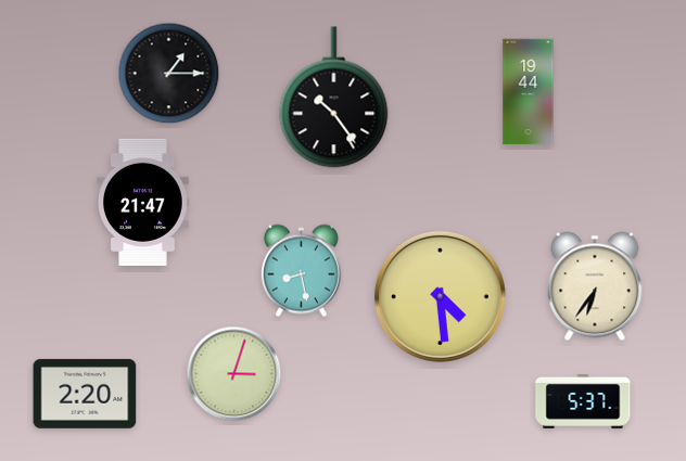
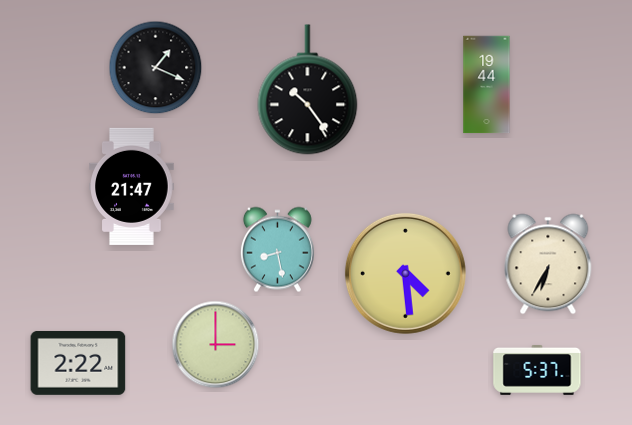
clock at (169, 74): 1:15 -> 1:19
clock at (595, 286): 6:36 -> 6:35
clock at (234, 374): 3:03 -> 3:00
clock at (85, 394): 2:20 -> 2:22
